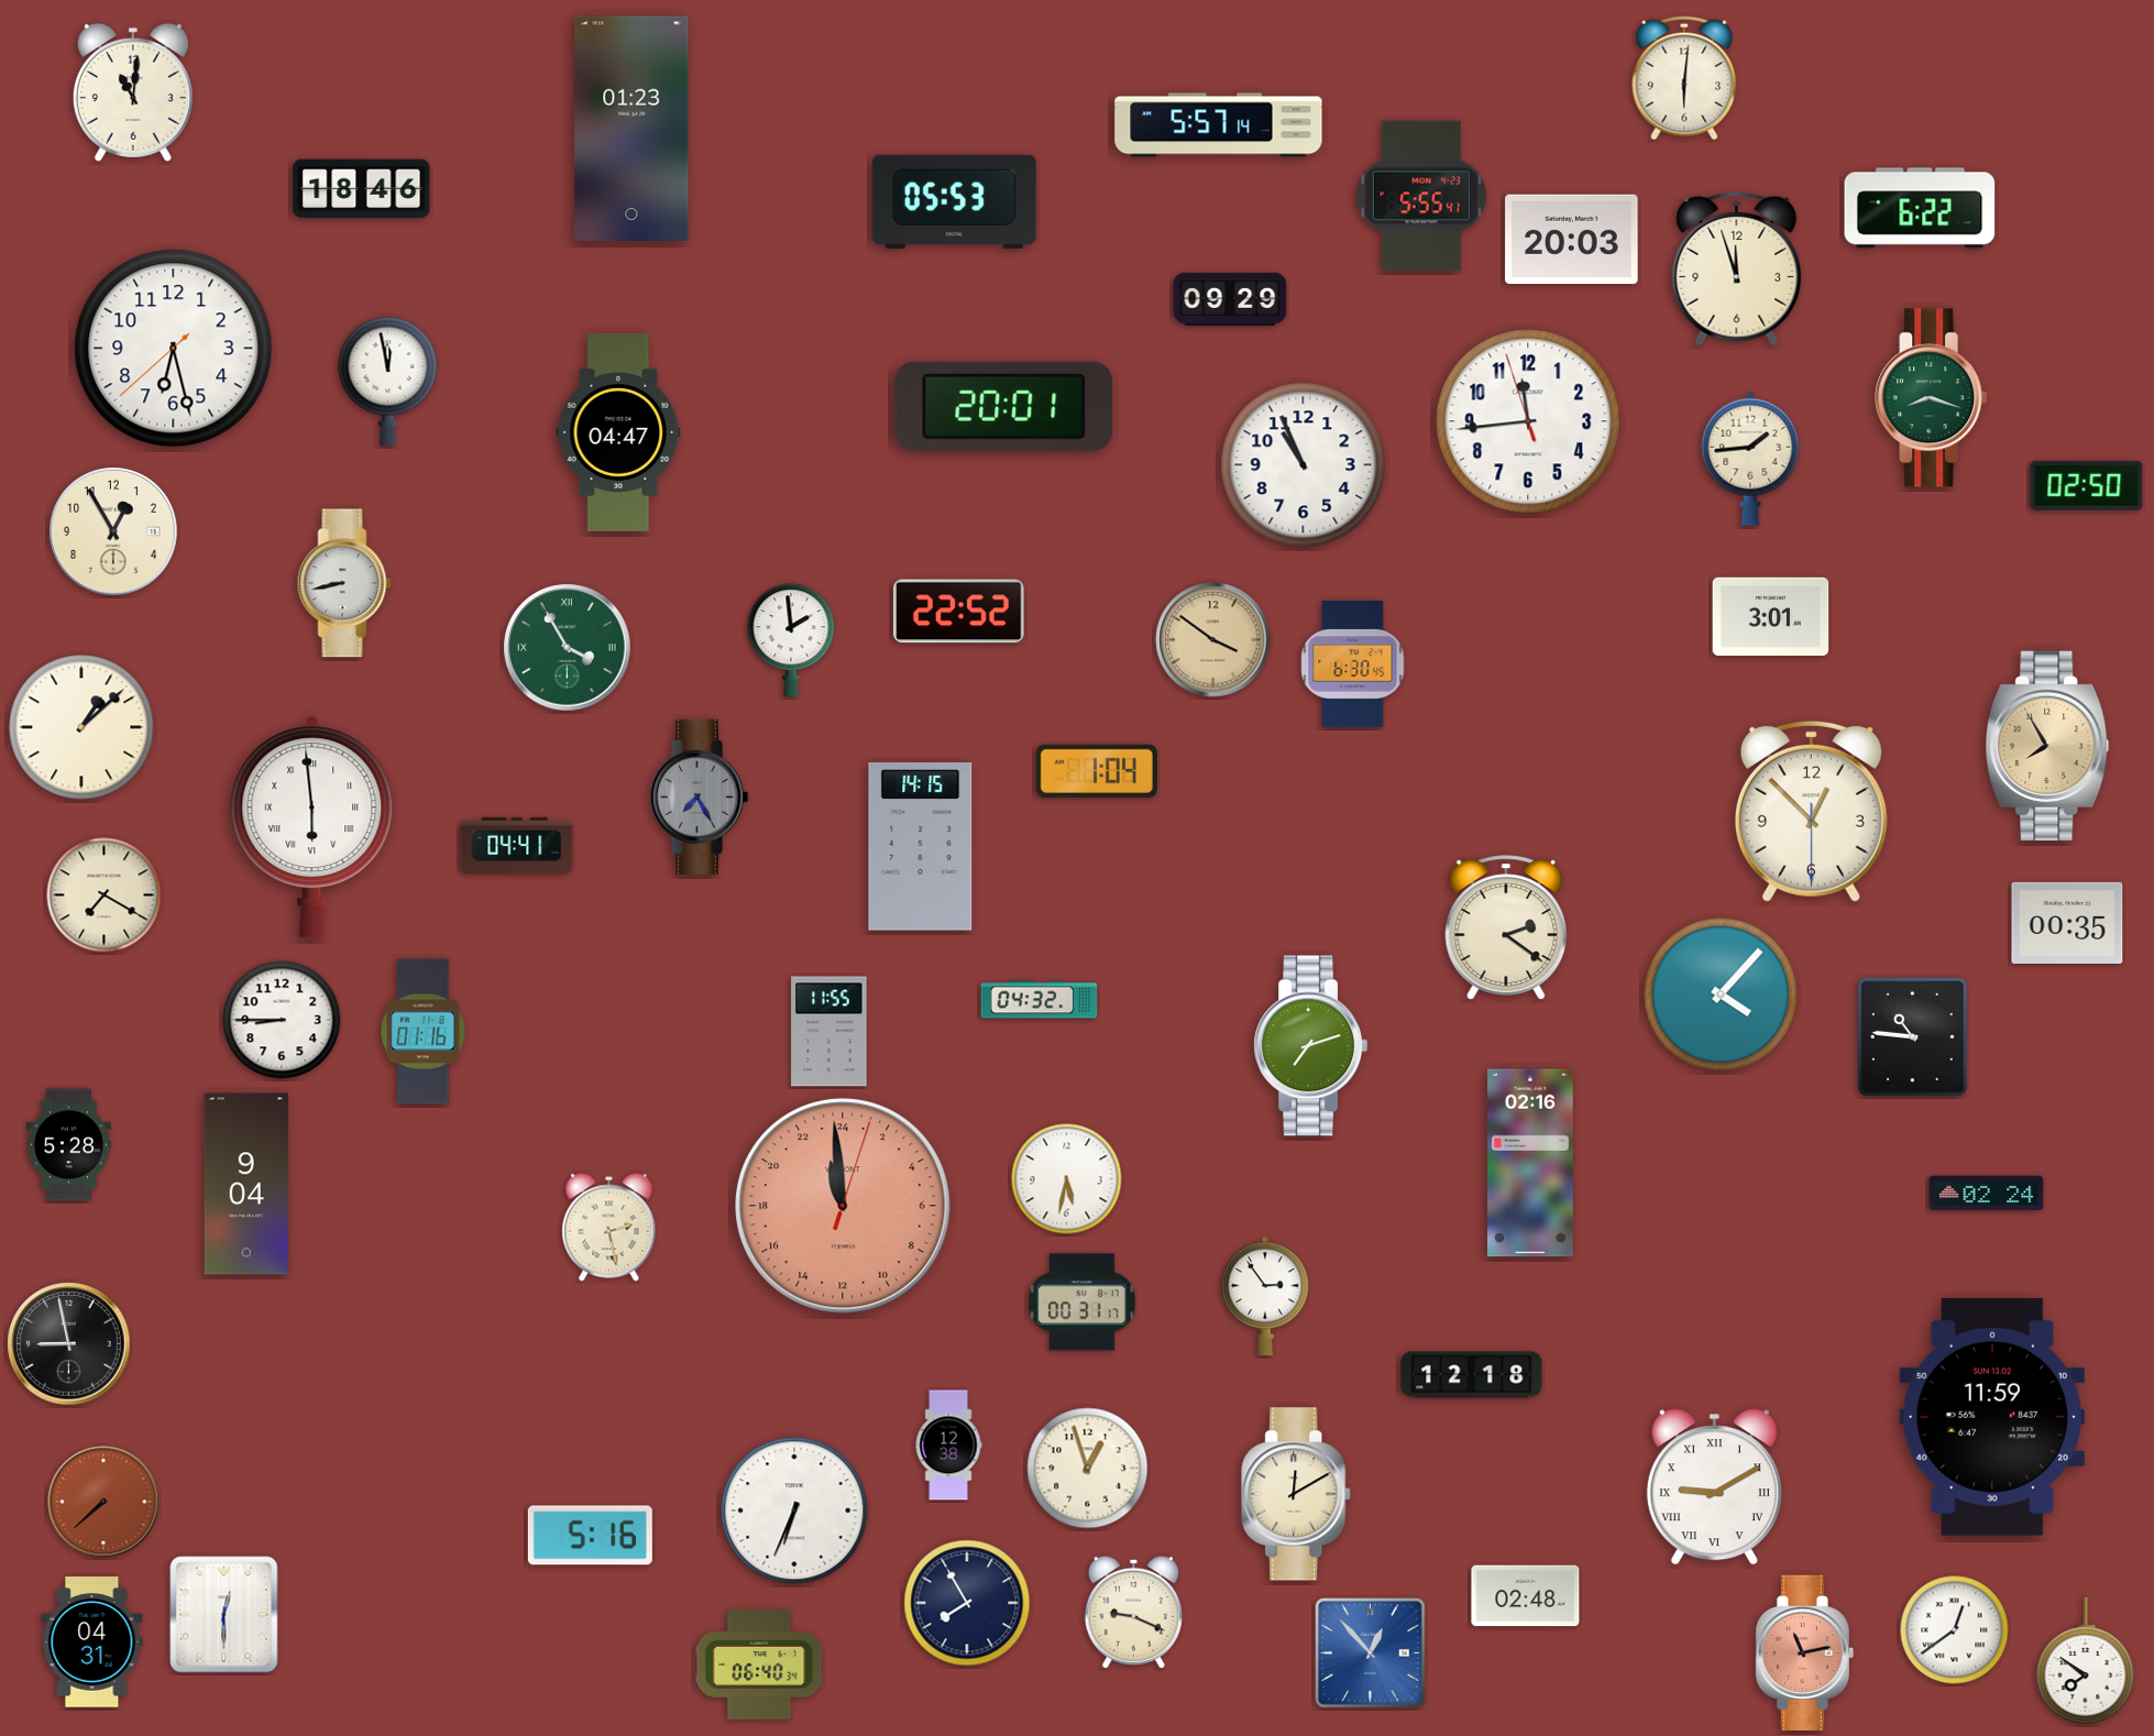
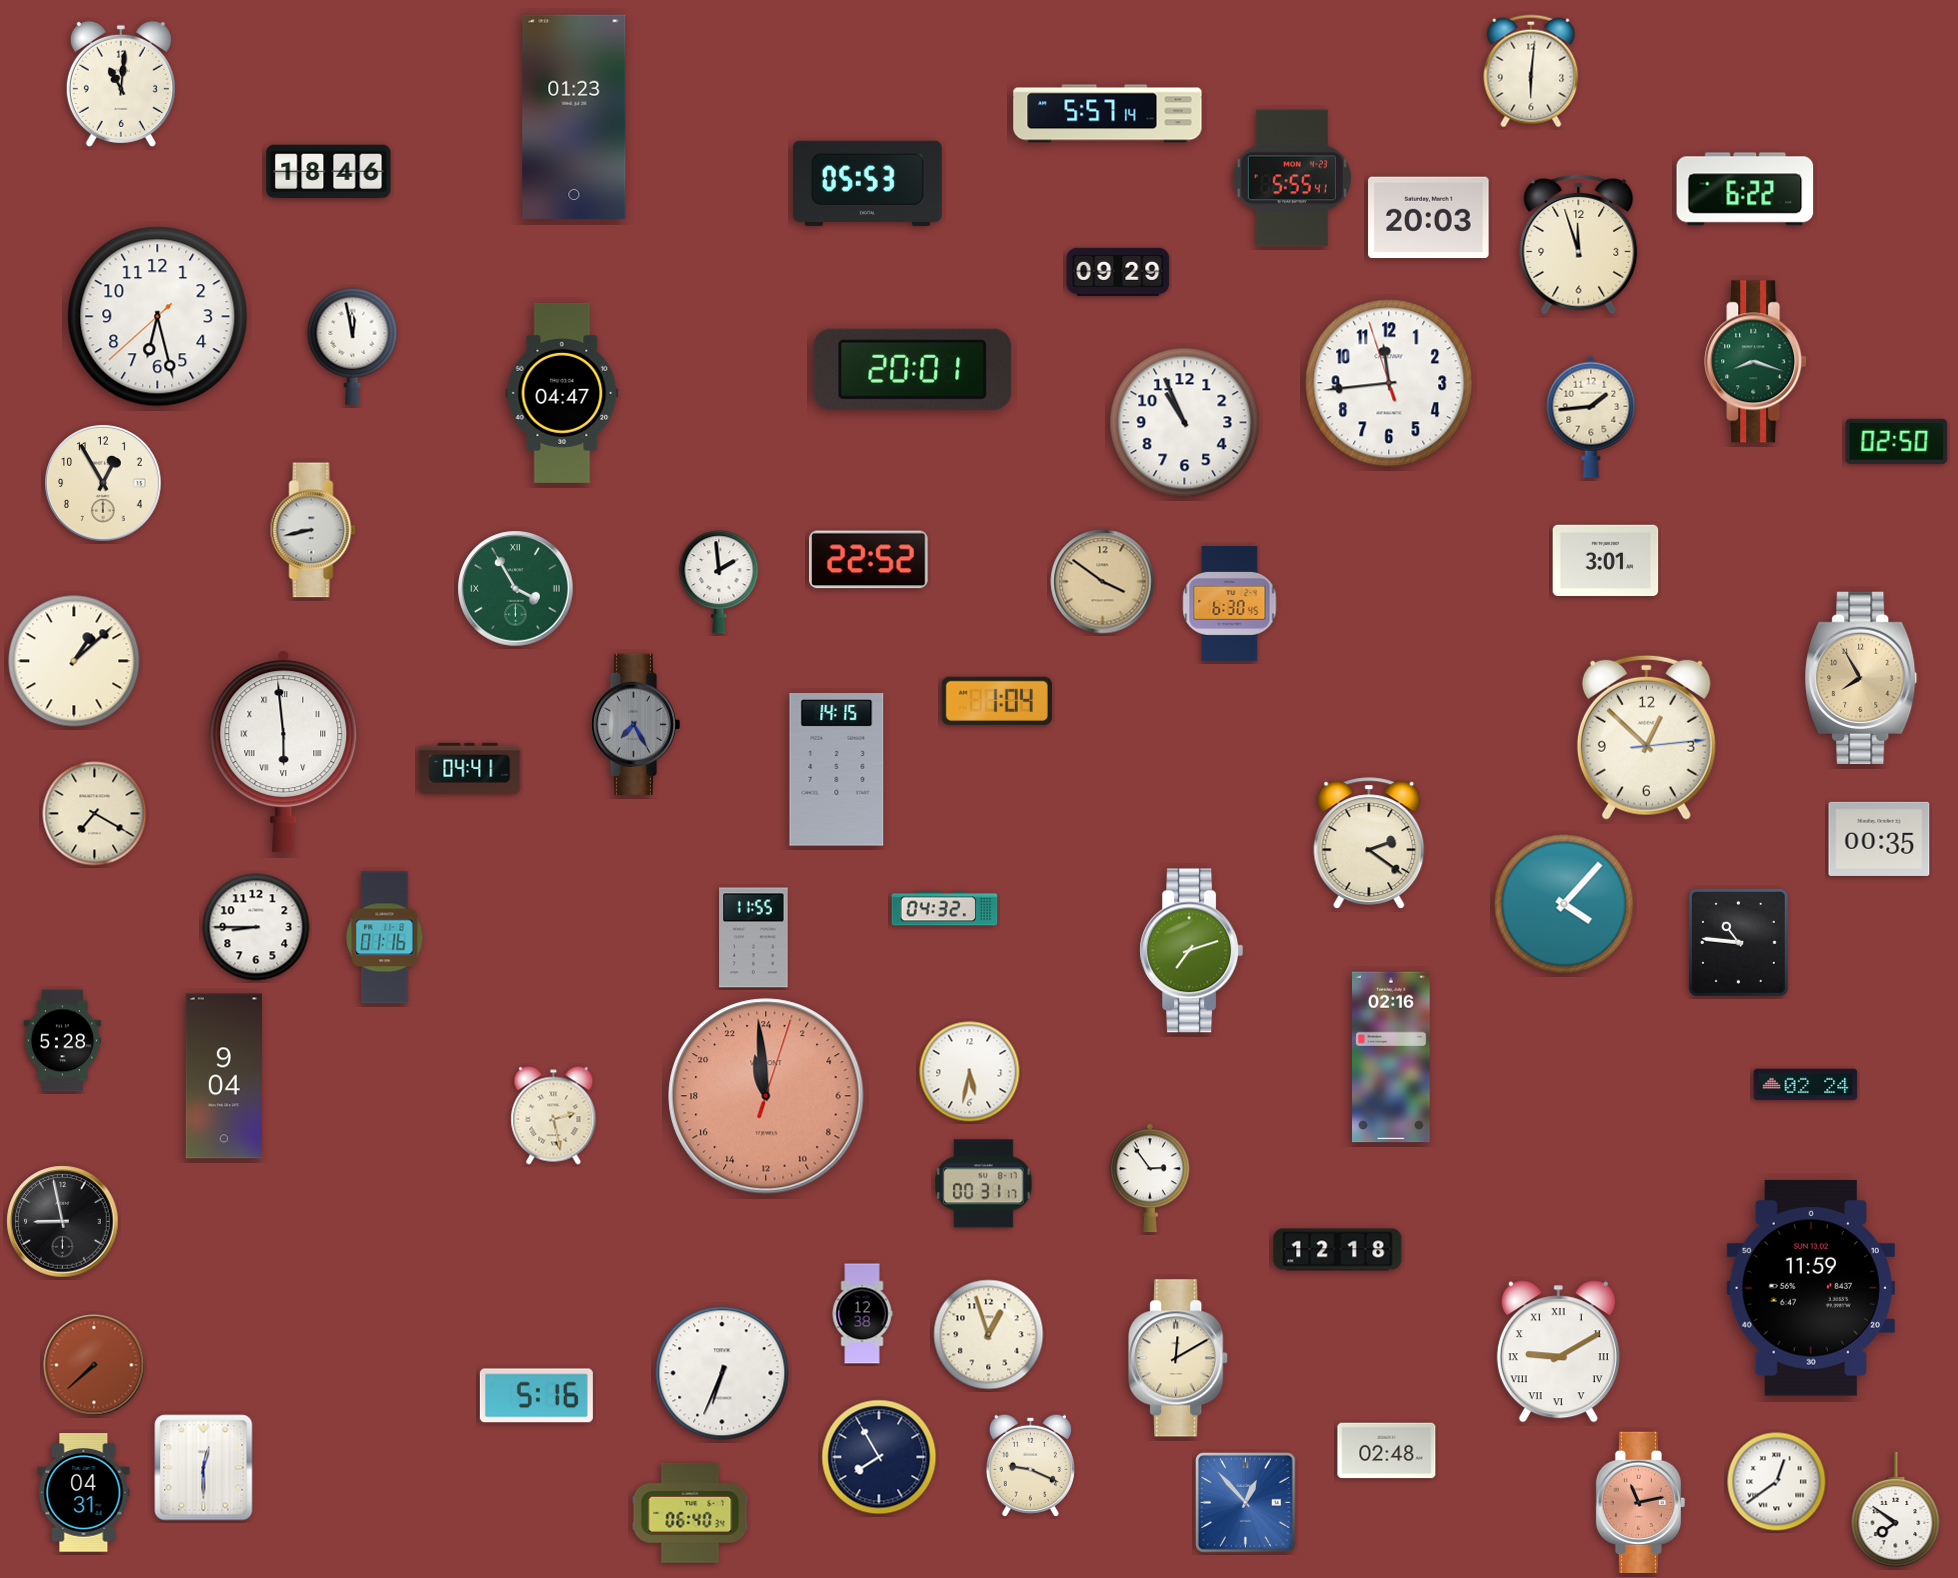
clock at (959, 612) position: (959, 612) -> (869, 560)
clock at (1771, 617) position: (1771, 617) -> (1606, 561)
clock at (1811, 811): 12:52:30 -> 12:52:14
